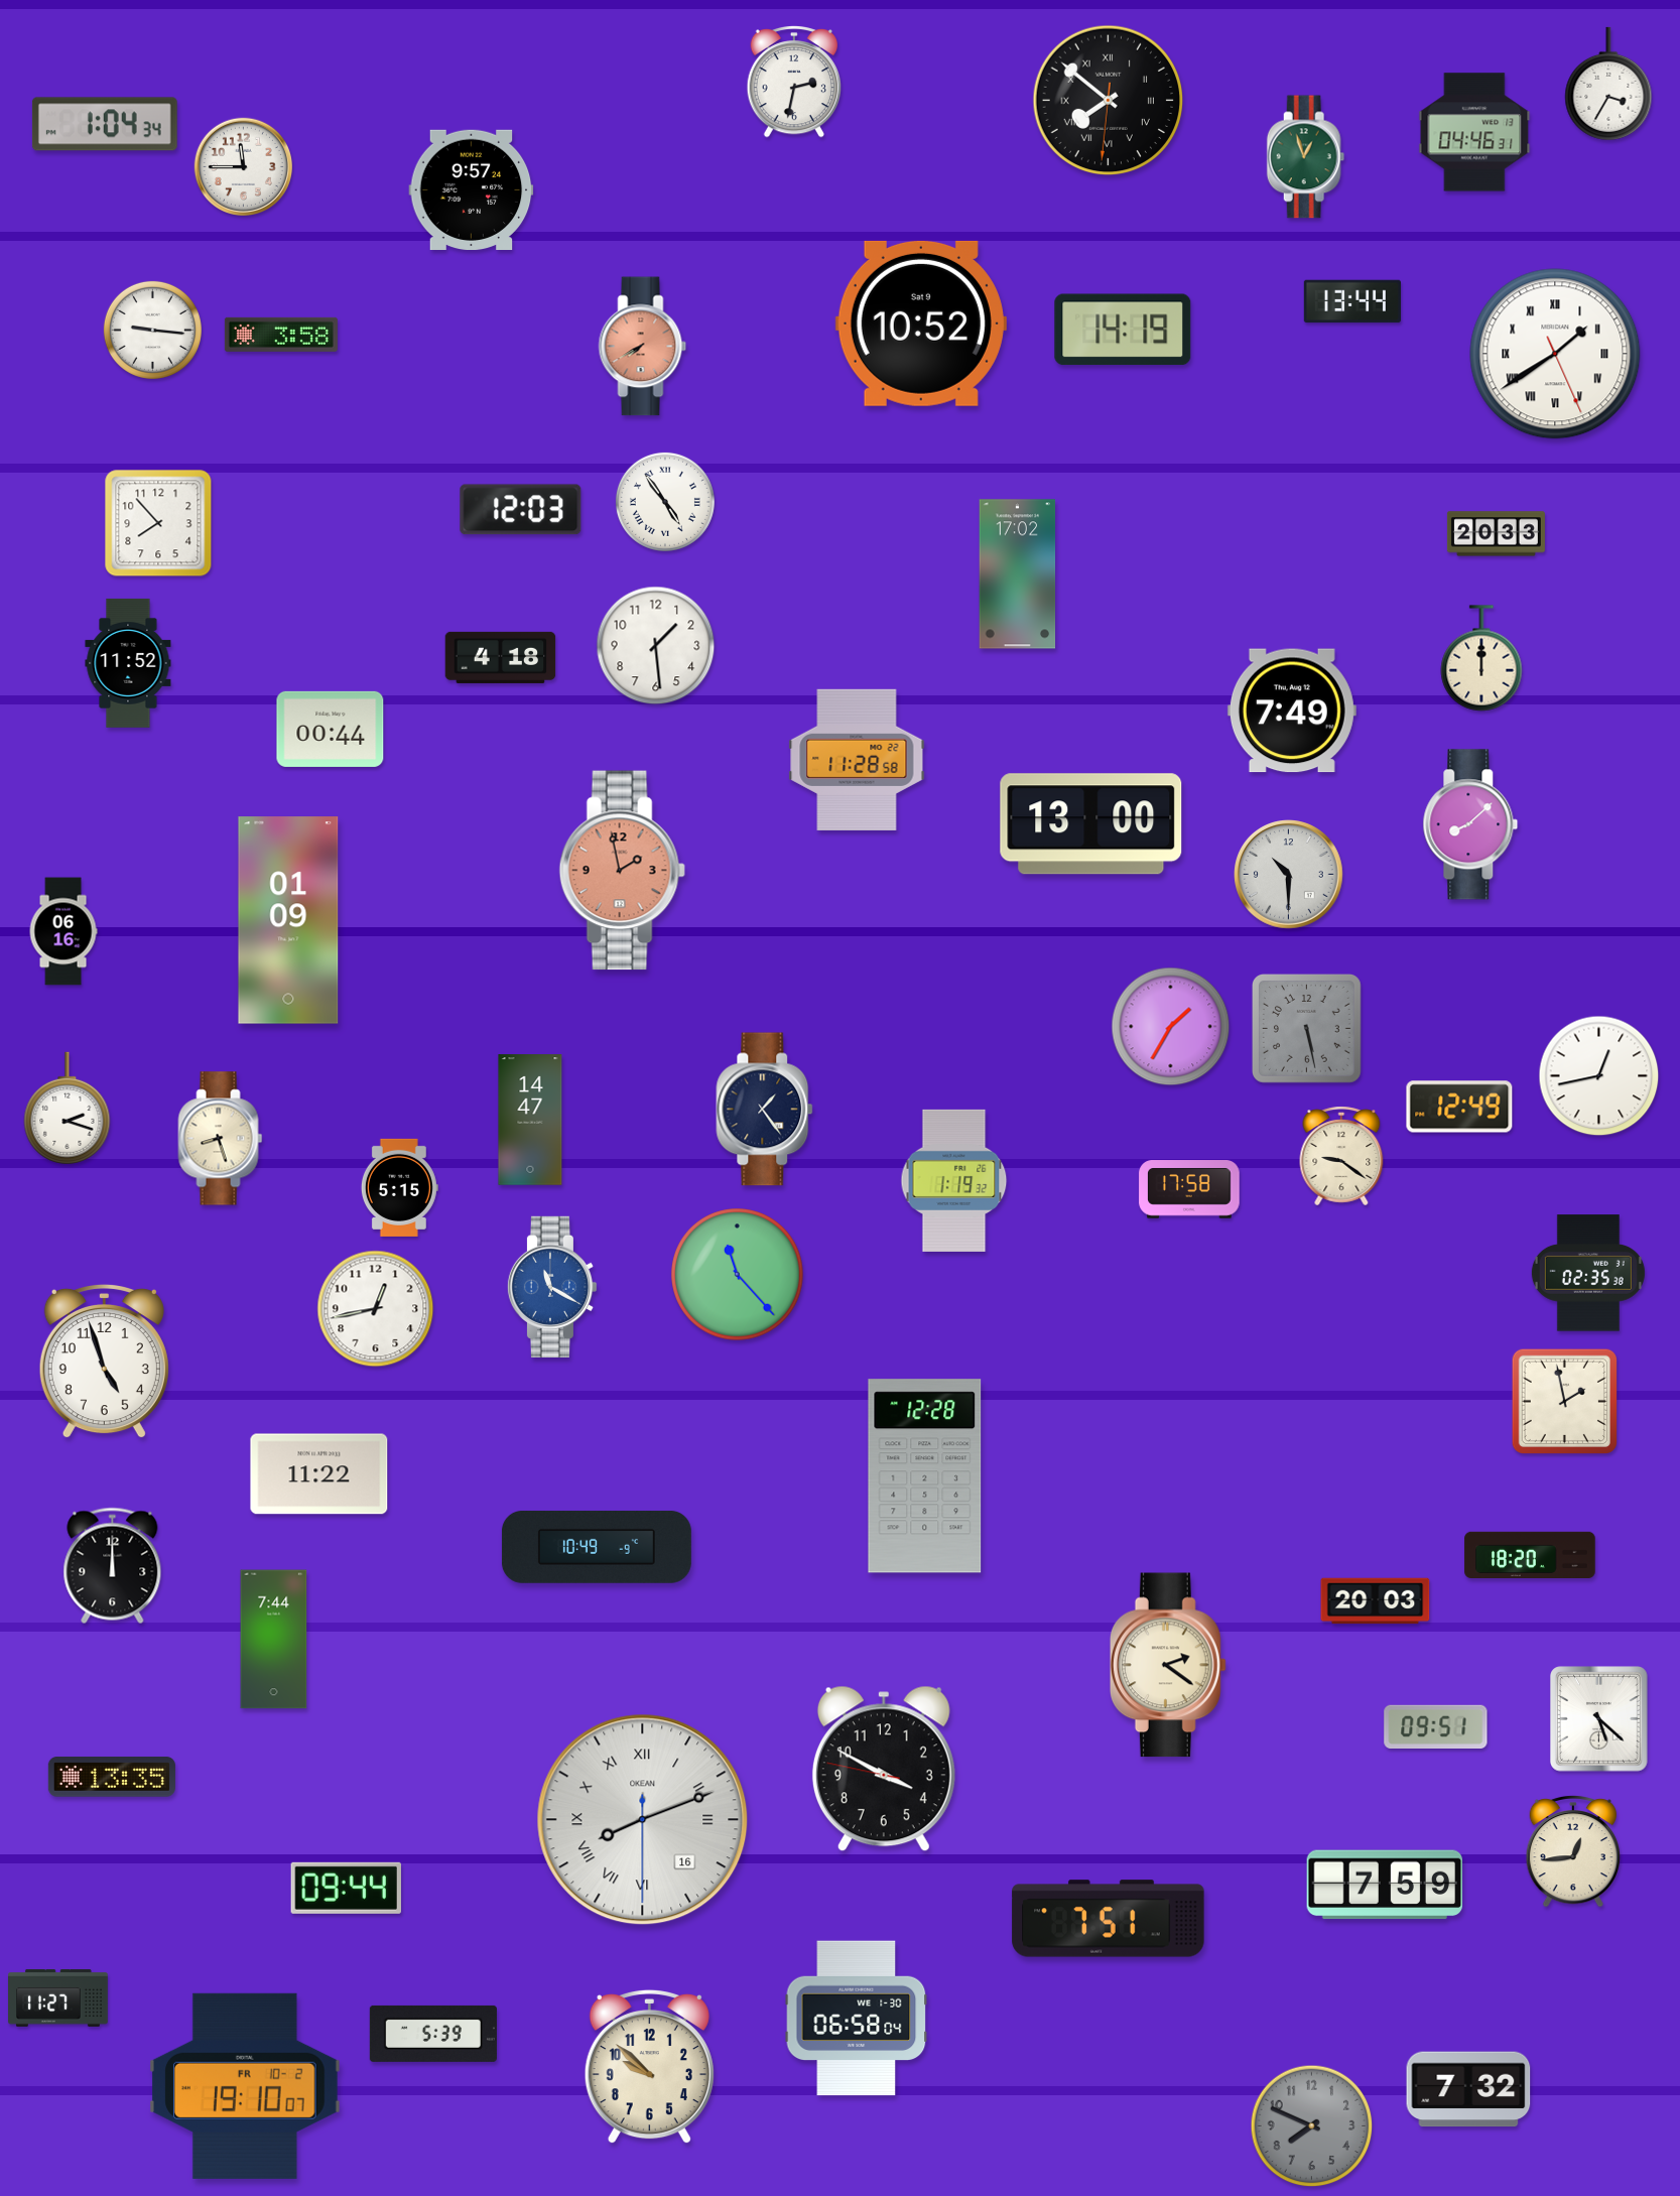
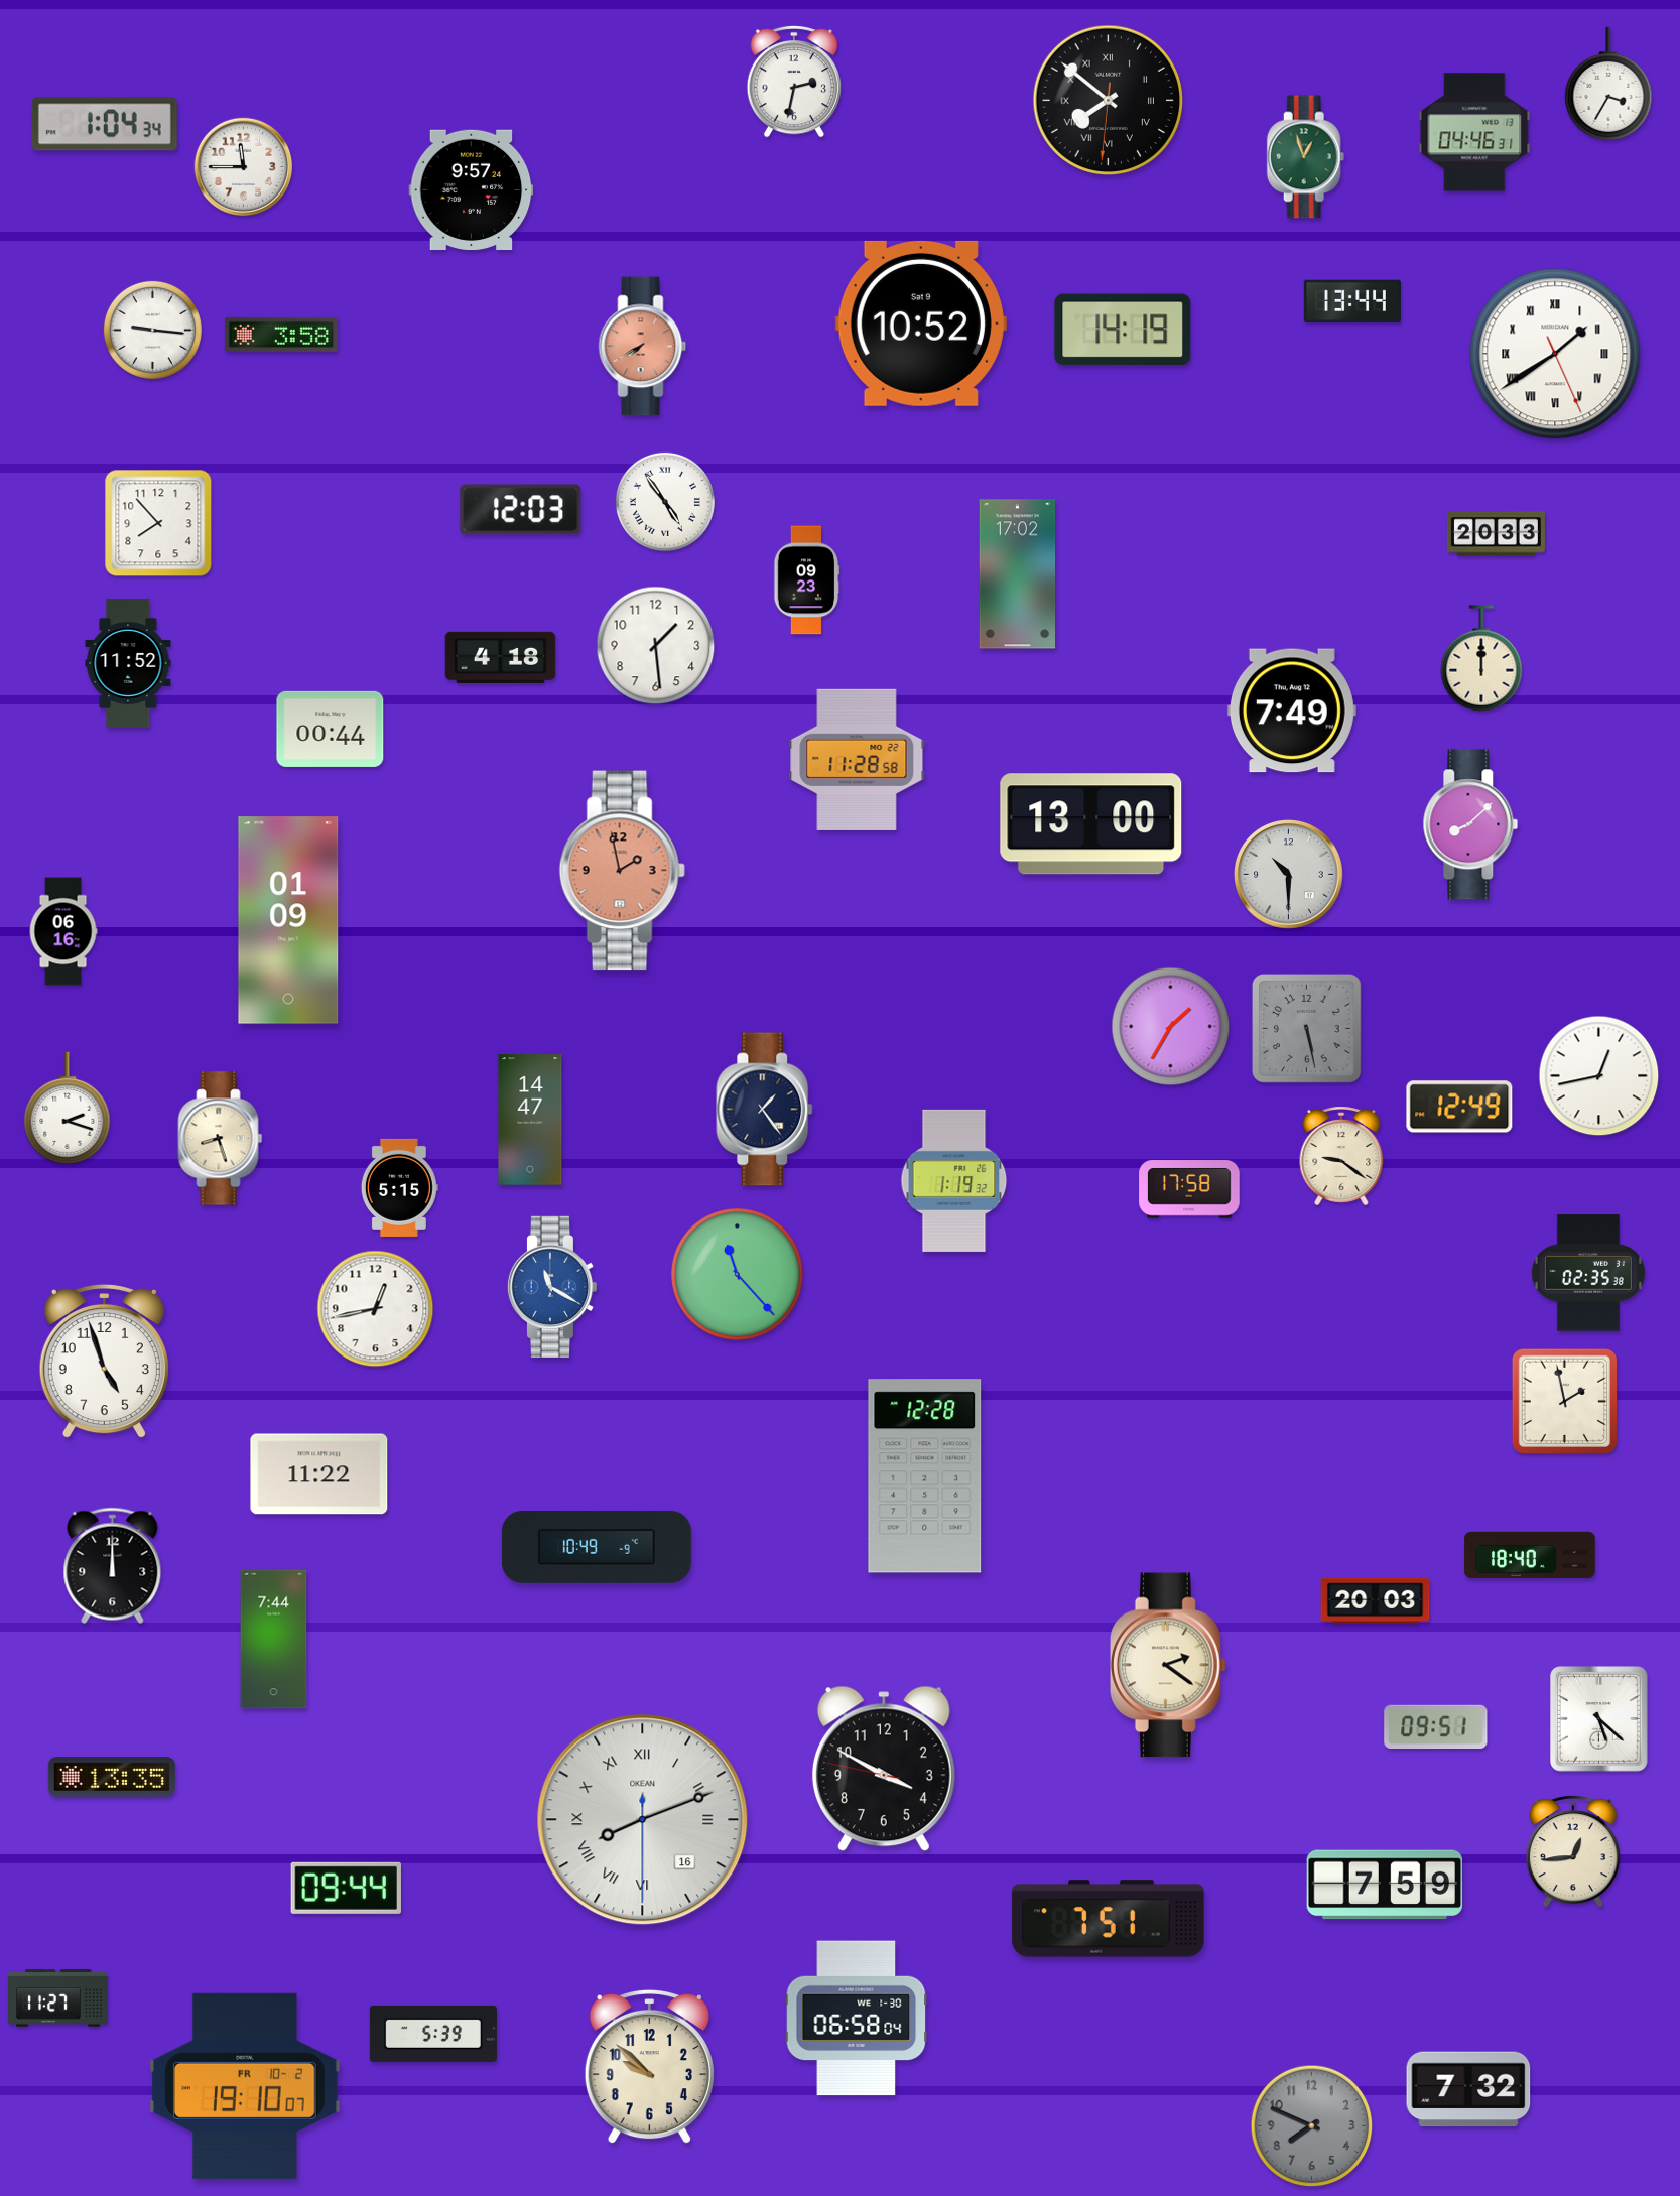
clock at (806, 580): none -> 09:23
clock at (1530, 1555): 18:20 -> 18:40
